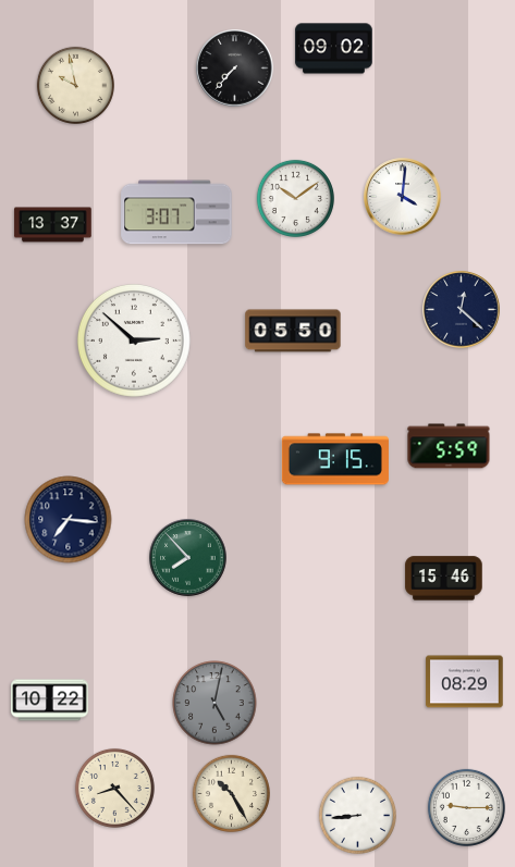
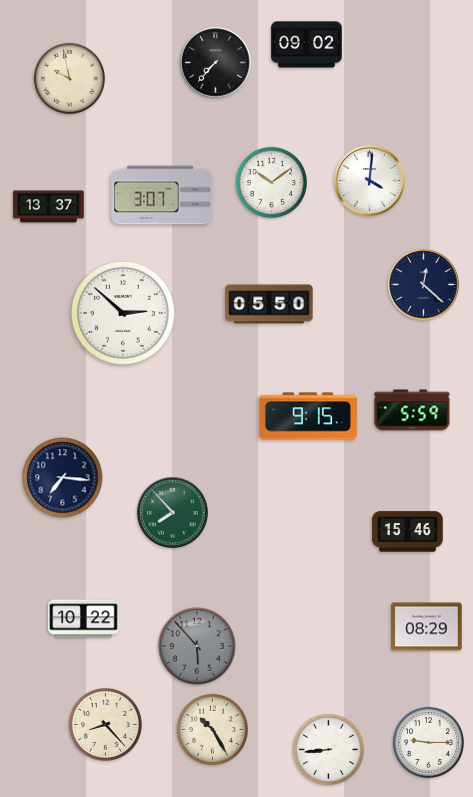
clock at (335, 459) position: (335, 459) -> (308, 416)
clock at (50, 701) position: (50, 701) -> (84, 619)
clock at (214, 703): 5:02 -> 5:53
